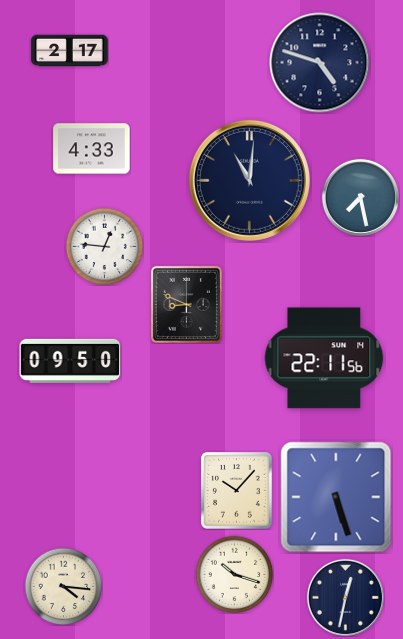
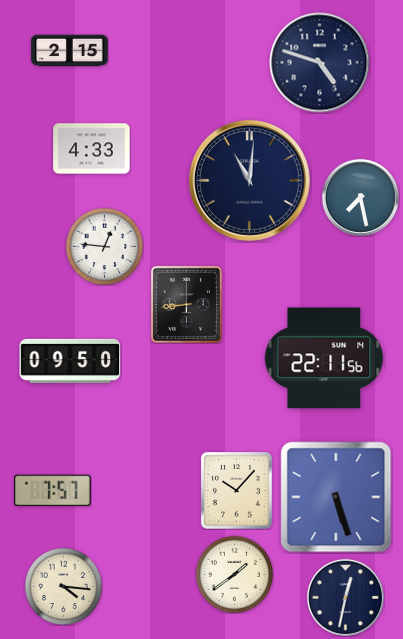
clock at (70, 51): 2:17 -> 2:15
clock at (186, 304): 8:49 -> 8:44
clock at (53, 491): none -> 7:57
clock at (234, 574): 10:18 -> 1:39
